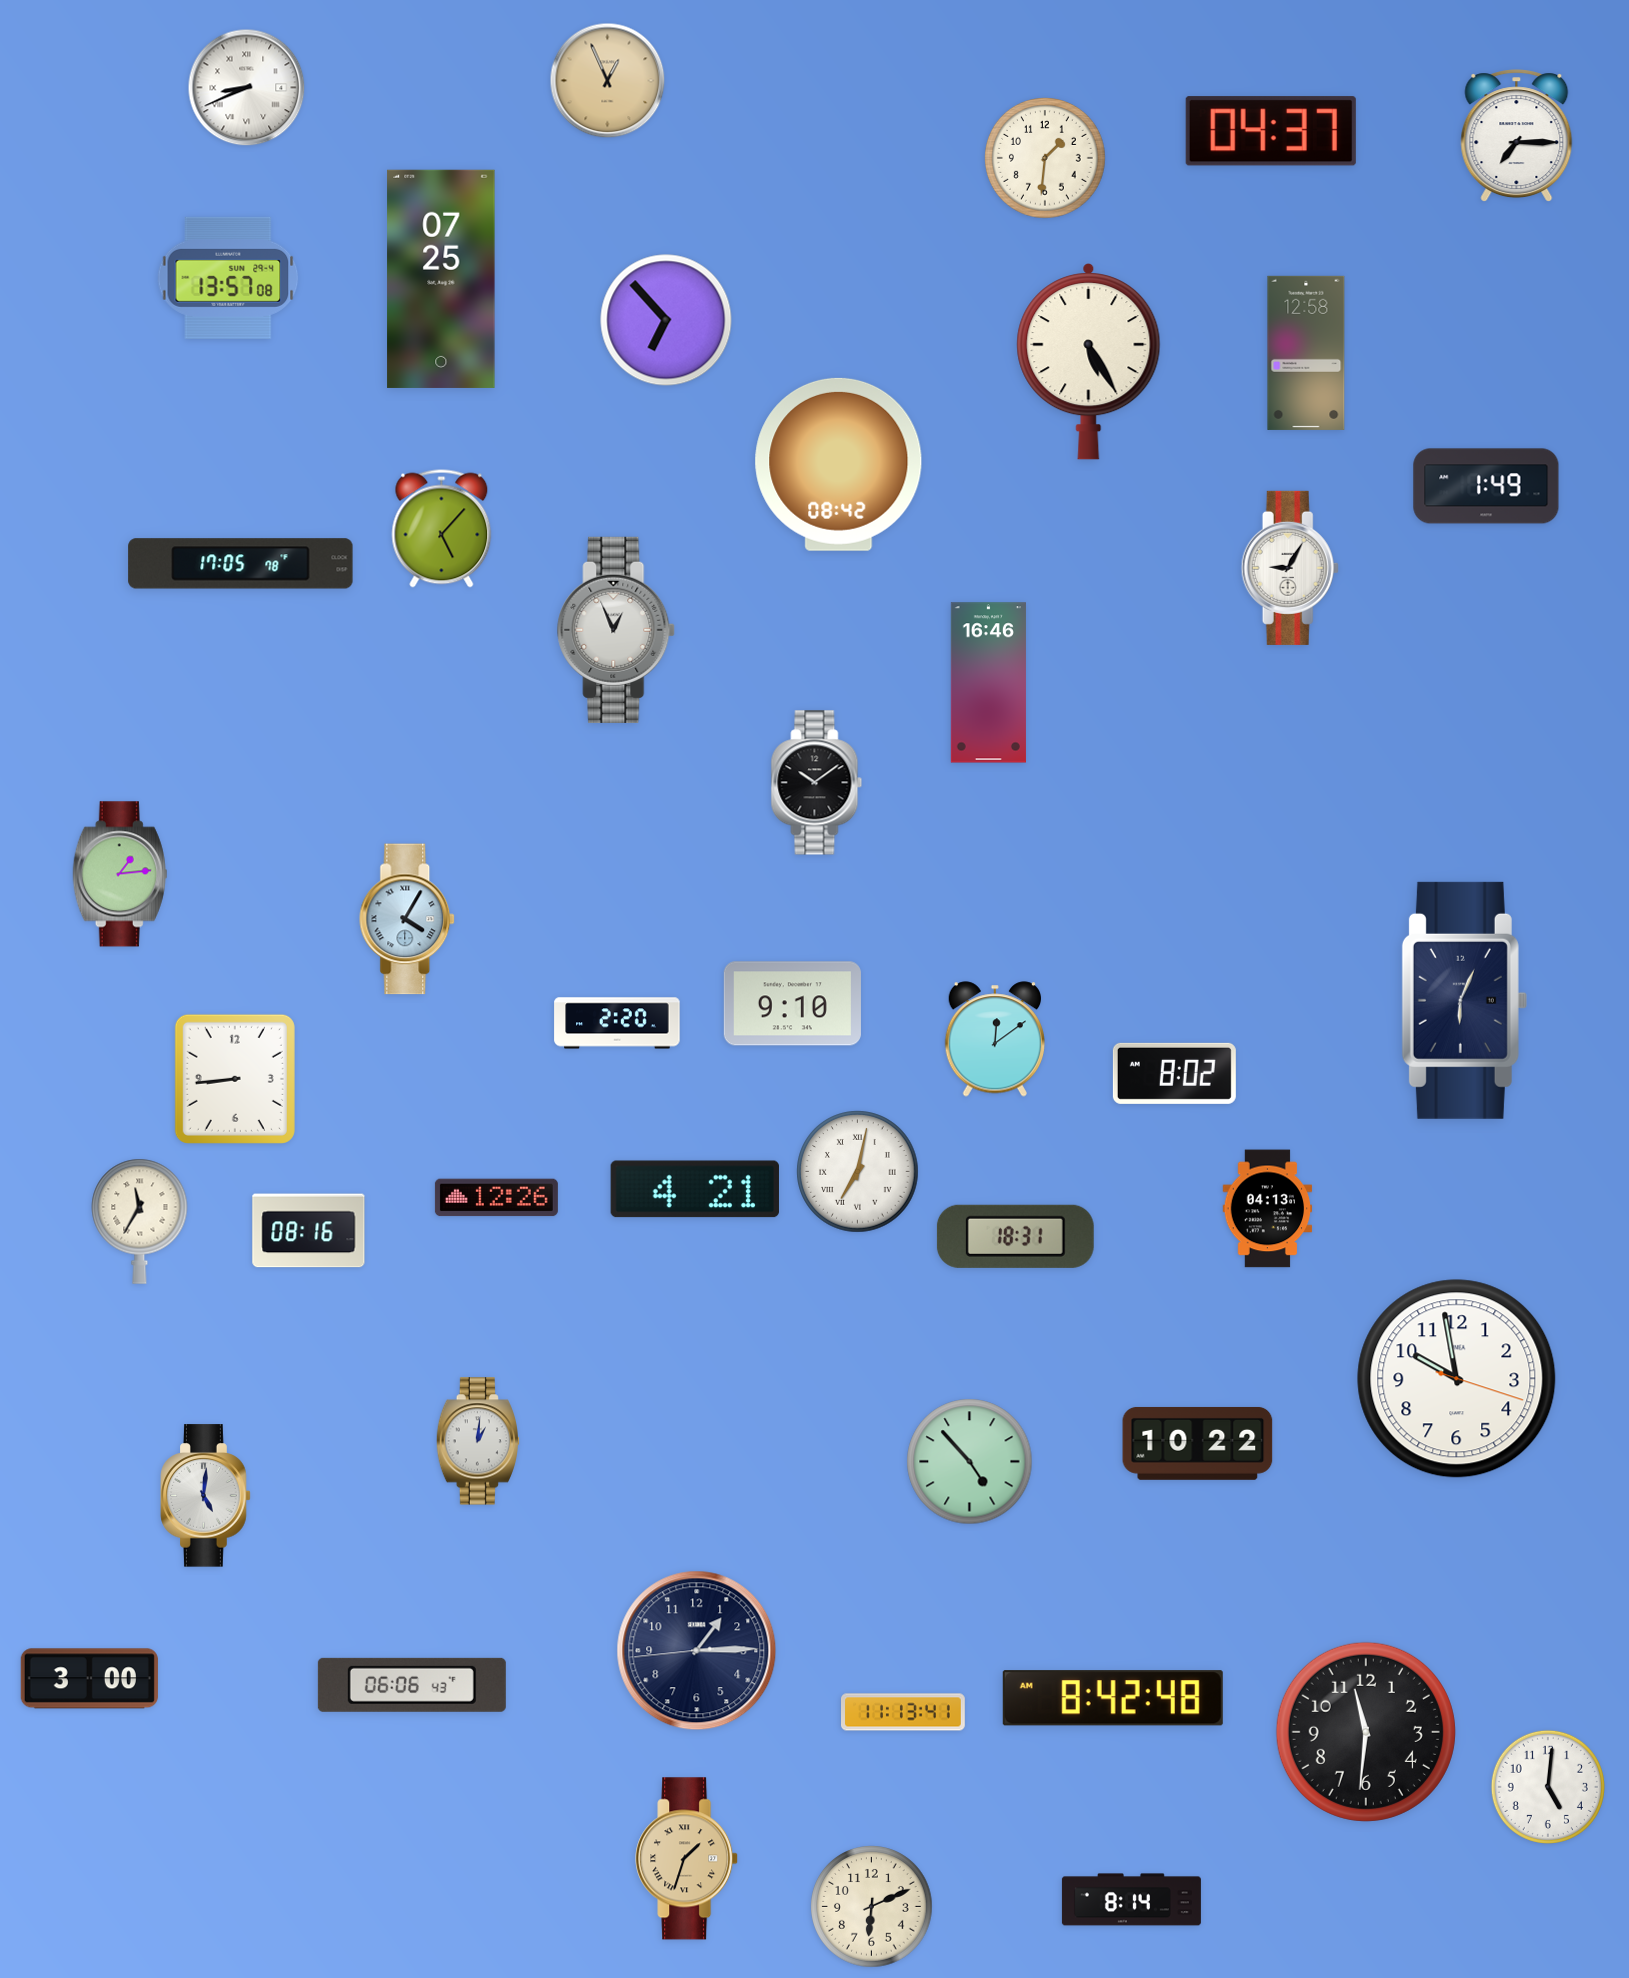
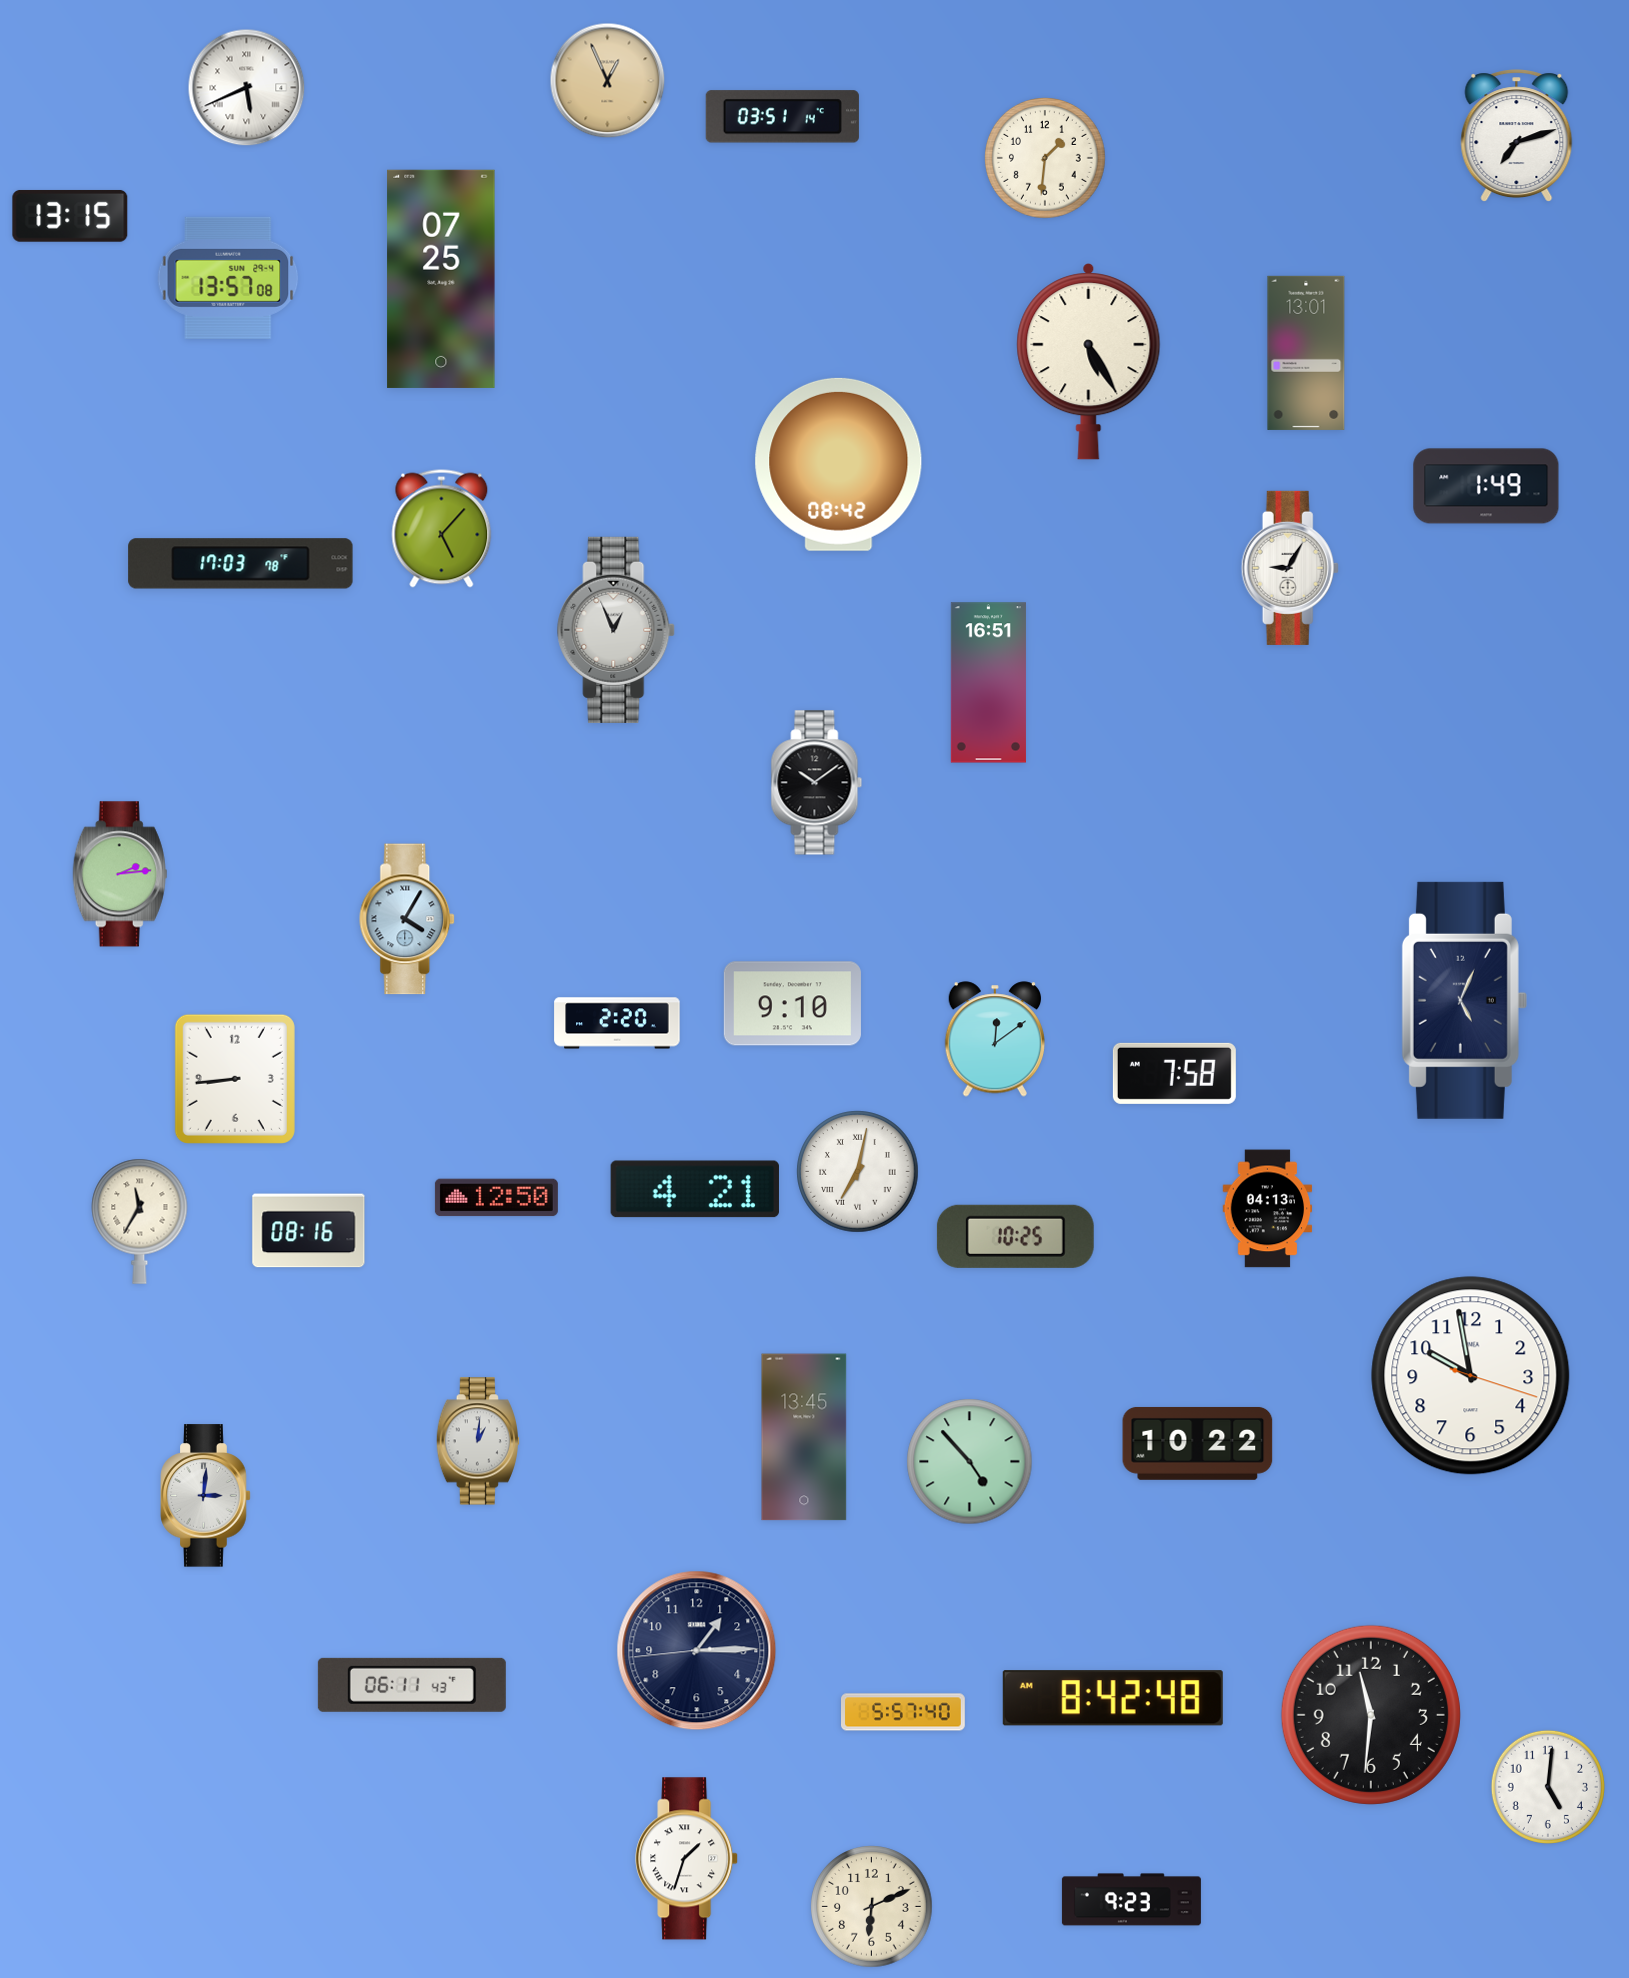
clock at (247, 88): 8:41 -> 5:41
clock at (782, 117): none -> 03:51
clock at (1271, 131): 04:37 -> none
clock at (1517, 135): 7:15 -> 7:12
clock at (70, 216): none -> 13:15
clock at (666, 320): 6:53 -> none
clock at (1306, 353): 12:58 -> 13:01
clock at (241, 564): 17:05 -> 17:03
clock at (988, 683): 16:46 -> 16:51
clock at (120, 874): 1:14 -> 2:14
clock at (1464, 1000): 6:04 -> 5:04
clock at (1174, 1073): 8:02 -> 7:58
clock at (496, 1198): 12:26 -> 12:50
clock at (1015, 1236): 18:31 -> 10:25
clock at (1457, 1379) position: (1457, 1379) -> (1471, 1376)
clock at (804, 1437): none -> 13:45
clock at (206, 1496): 5:01 -> 3:01
clock at (89, 1679): 3:00 -> none
clock at (412, 1685): 06:06 -> 06:11
clock at (904, 1712): 11:13 -> 5:57
clock at (1366, 1732) position: (1366, 1732) -> (1371, 1715)
clock at (687, 1859) dial: champagne -> white
clock at (1131, 1900): 8:14 -> 9:23
